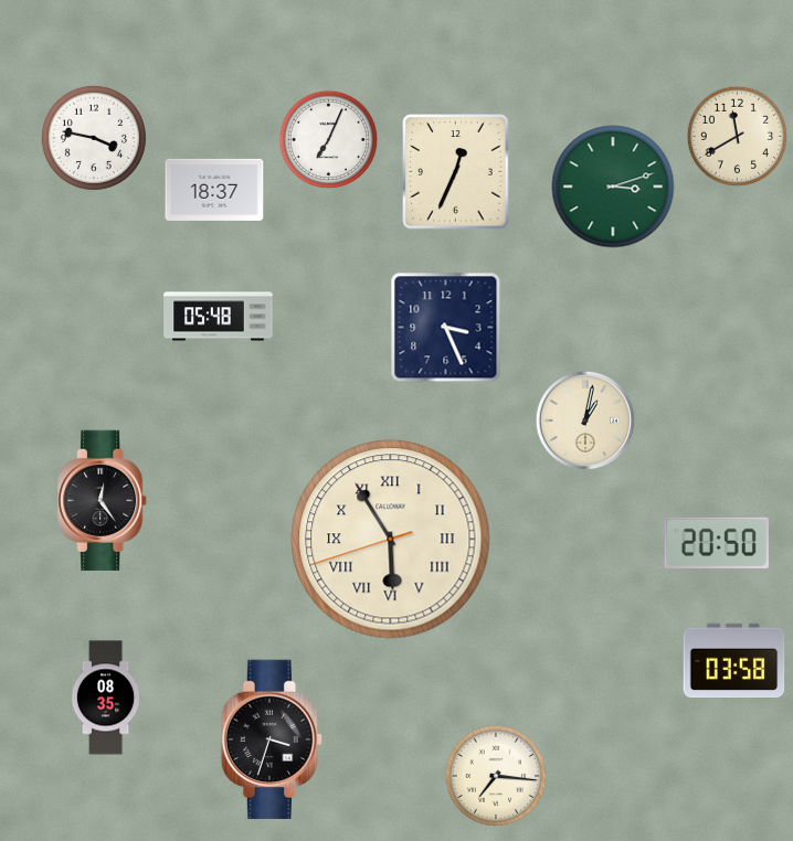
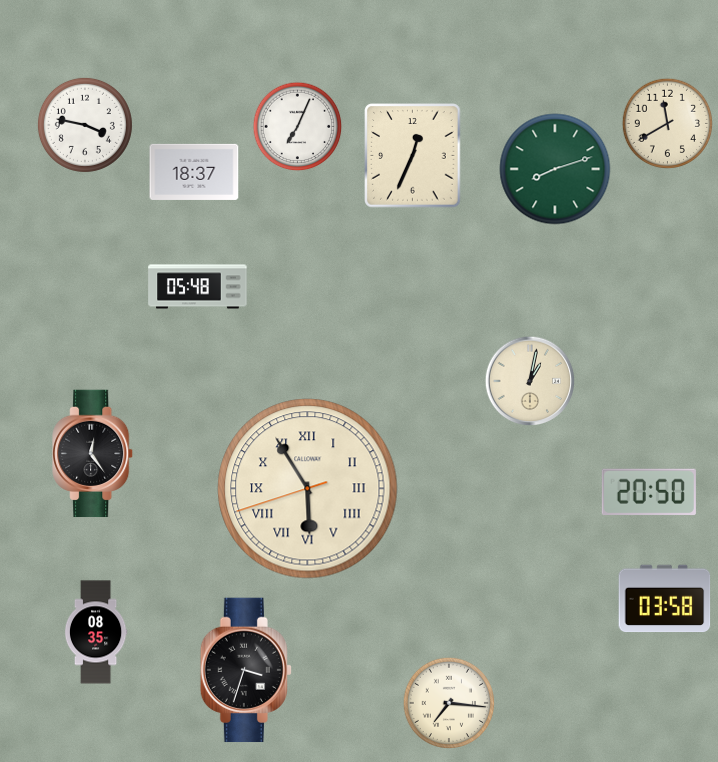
clock at (613, 187): 3:12 -> 8:12
clock at (446, 328): 3:26 -> none
clock at (391, 540) position: (391, 540) -> (308, 489)
